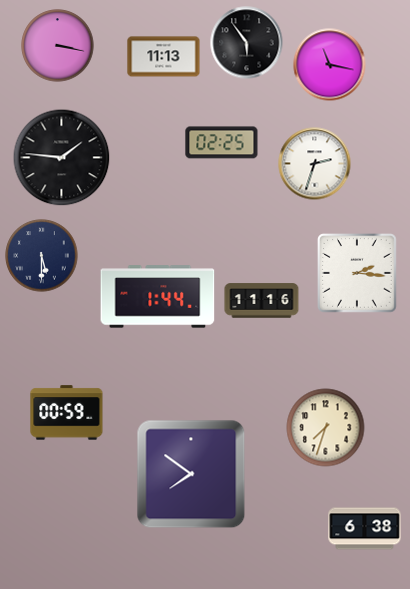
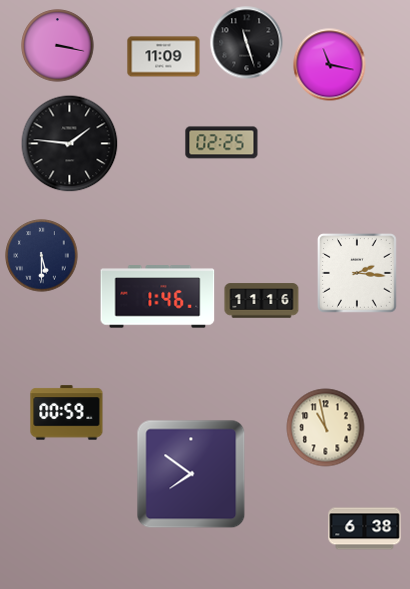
clock at (247, 43): 5:54 -> 11:27
clock at (164, 57): 11:13 -> 11:09
clock at (62, 158) position: (62, 158) -> (70, 144)
clock at (315, 164): 2:33 -> none
clock at (158, 297): 1:44 -> 1:46
clock at (326, 428): 7:33 -> 10:58
